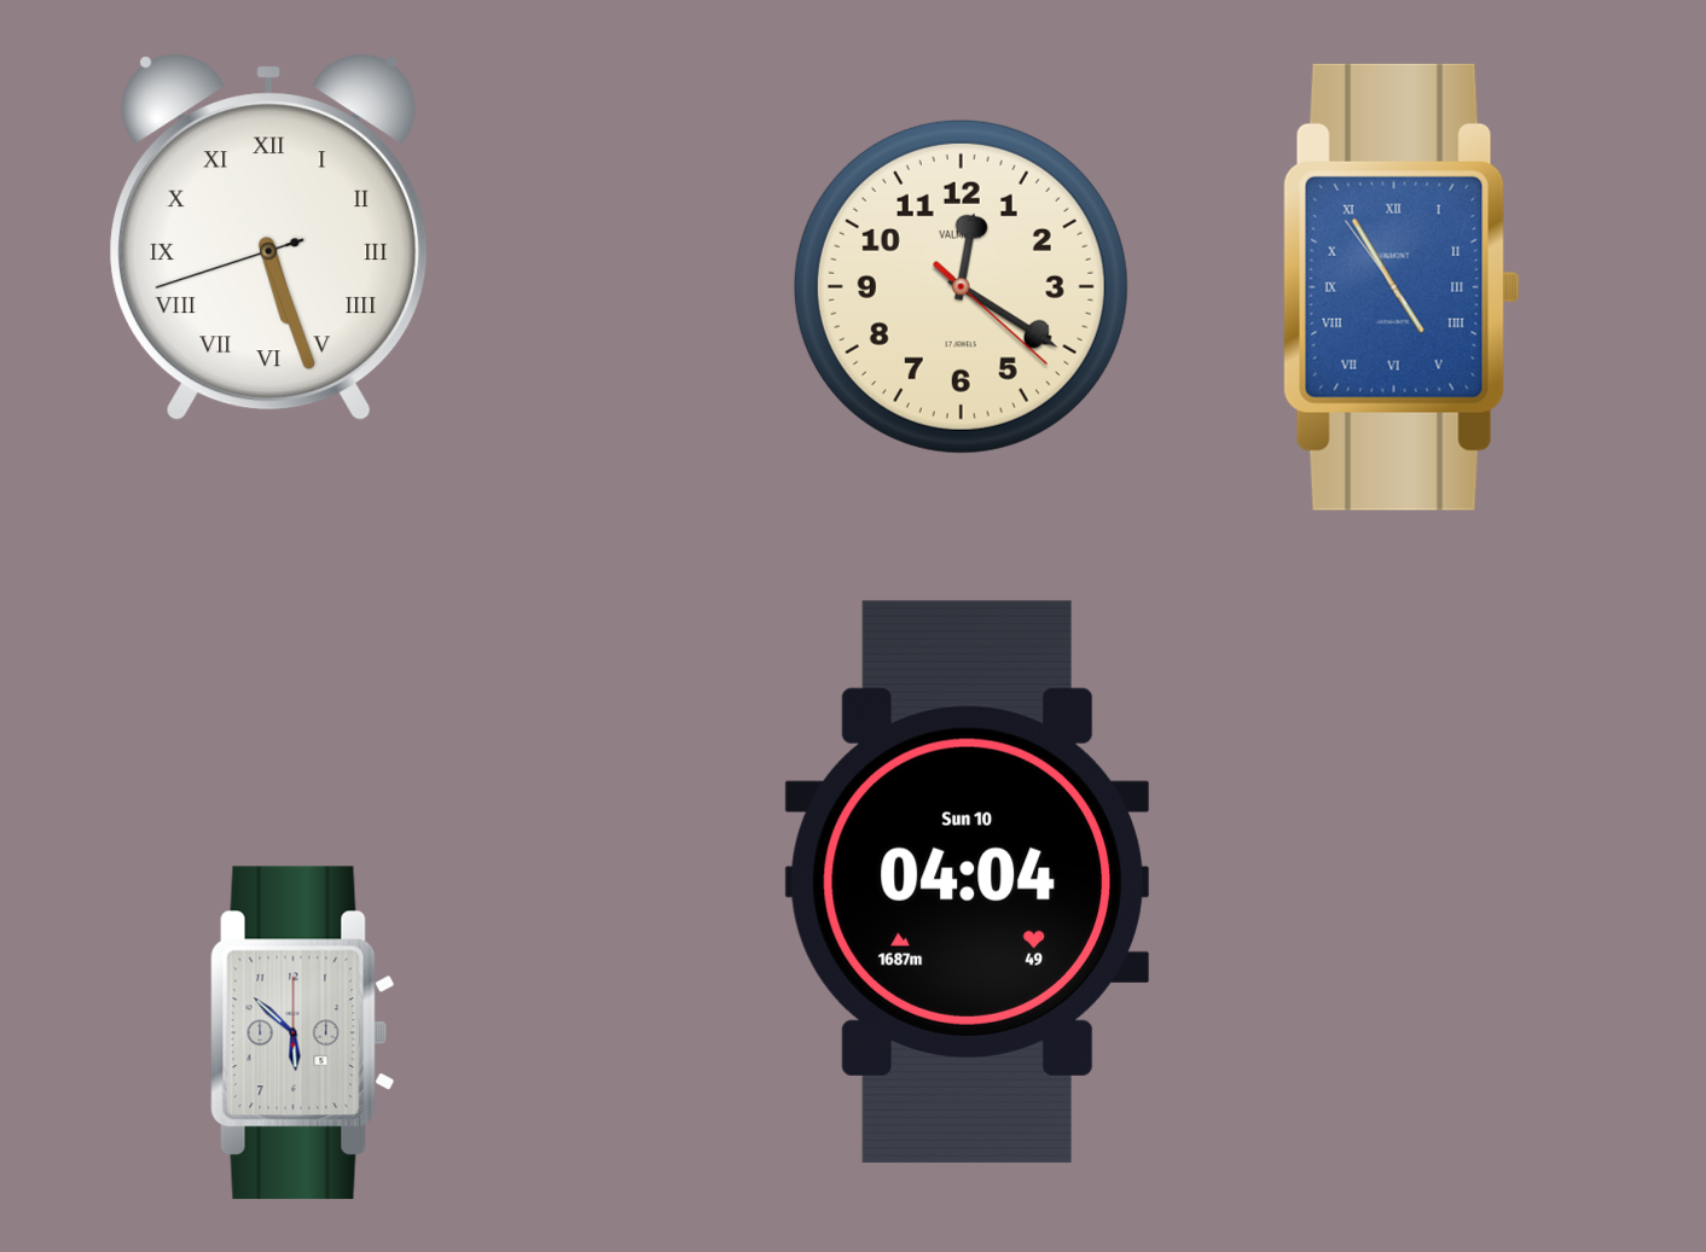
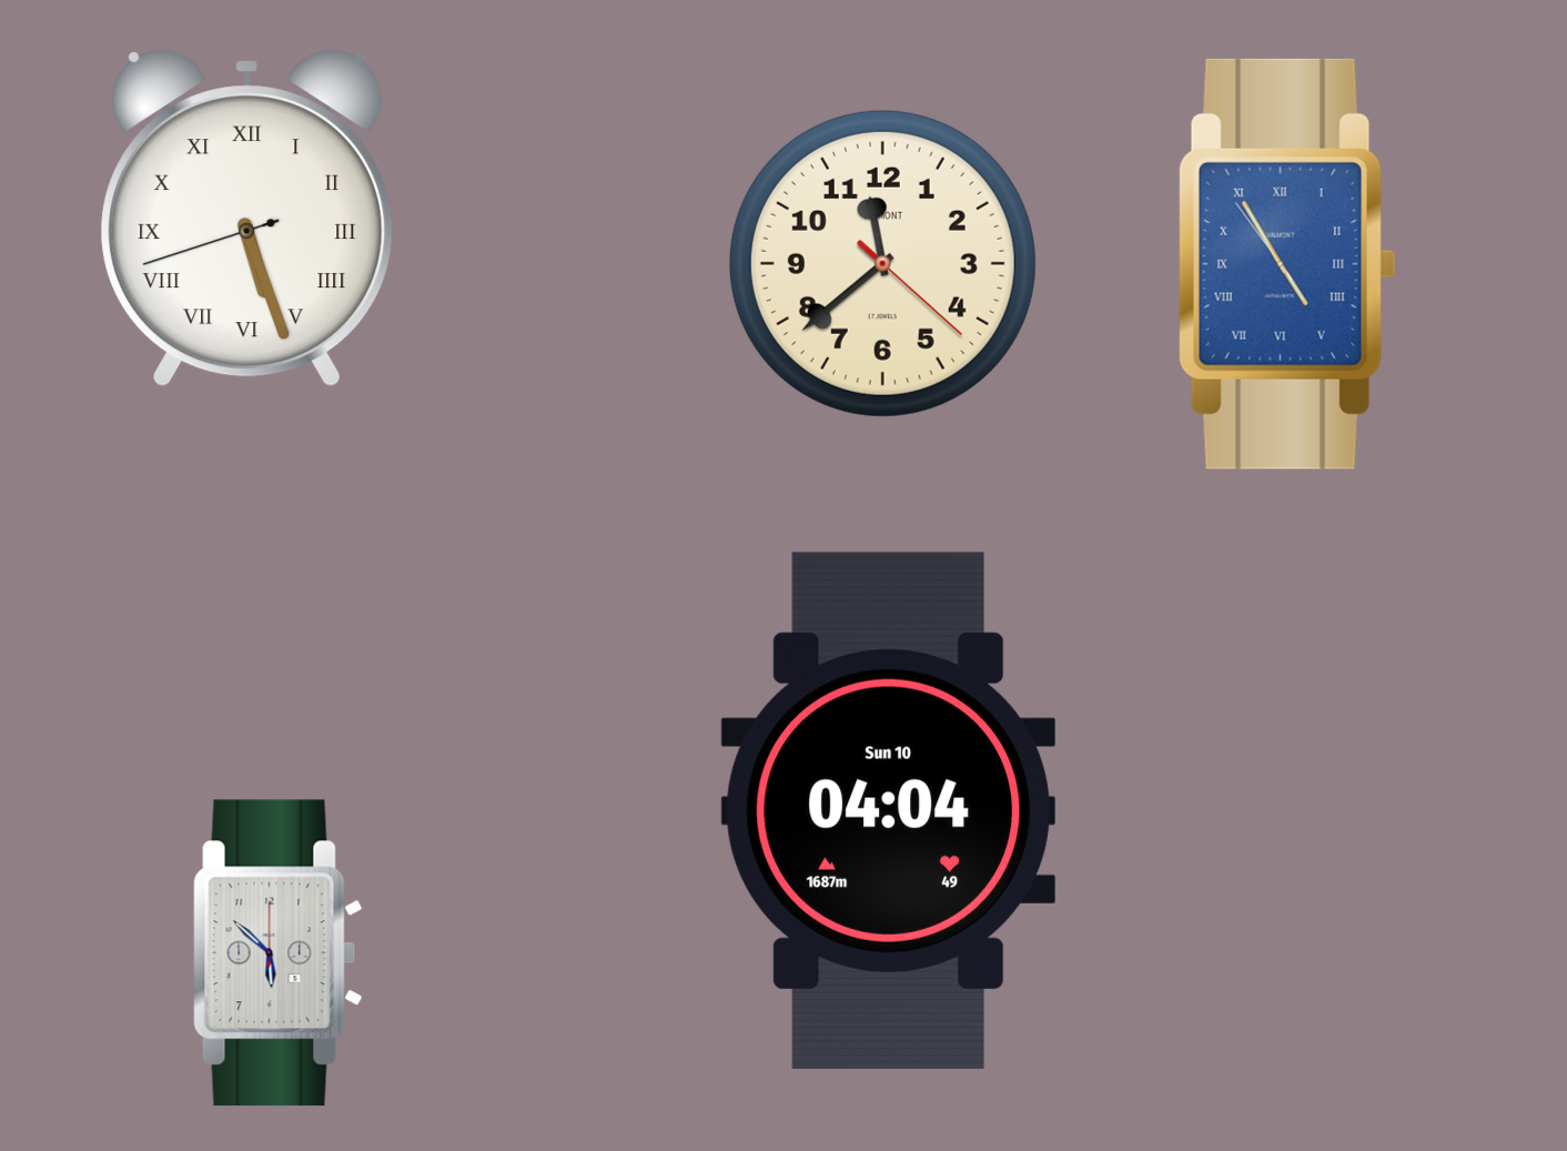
clock at (961, 286): 12:20 -> 11:38
clock at (303, 1033) position: (303, 1033) -> (279, 953)
